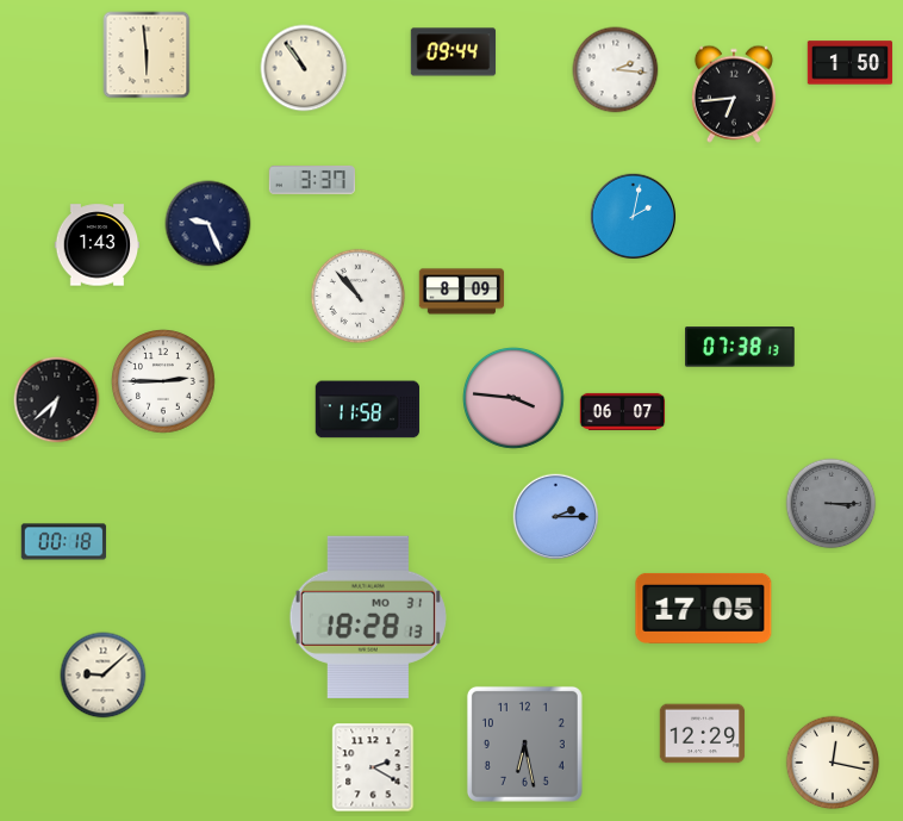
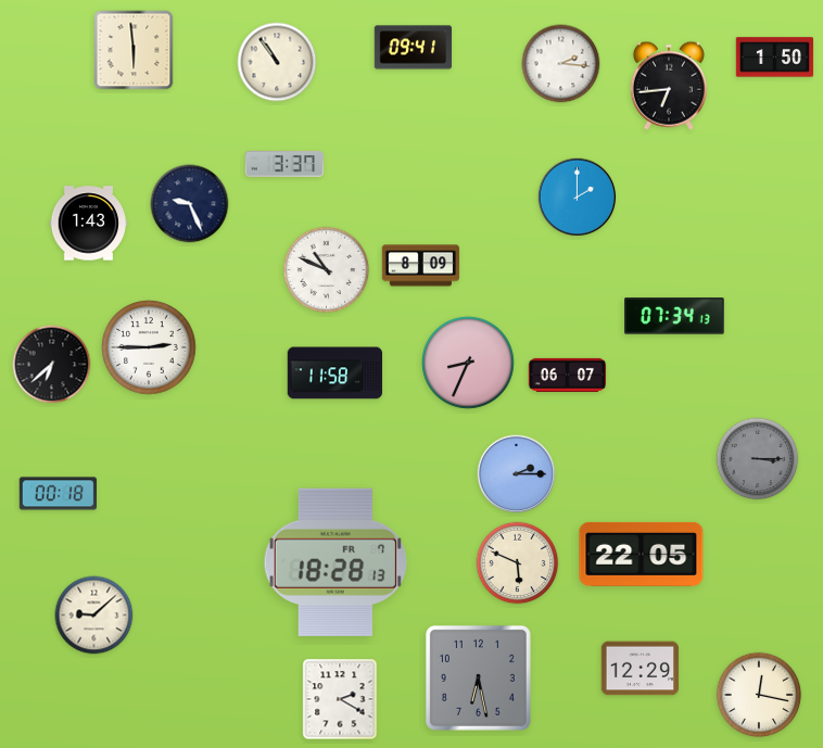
clock at (454, 52): 09:44 -> 09:41
clock at (634, 217): 2:02 -> 2:00
clock at (359, 297): 10:53 -> 10:49
clock at (740, 347): 07:38 -> 07:34
clock at (515, 399): 3:46 -> 8:34
clock at (556, 517) position: (556, 517) -> (517, 474)
clock at (704, 608): 17:05 -> 22:05
clock at (368, 617) date: MO 31 -> FR 7
clock at (518, 563): none -> 5:49
